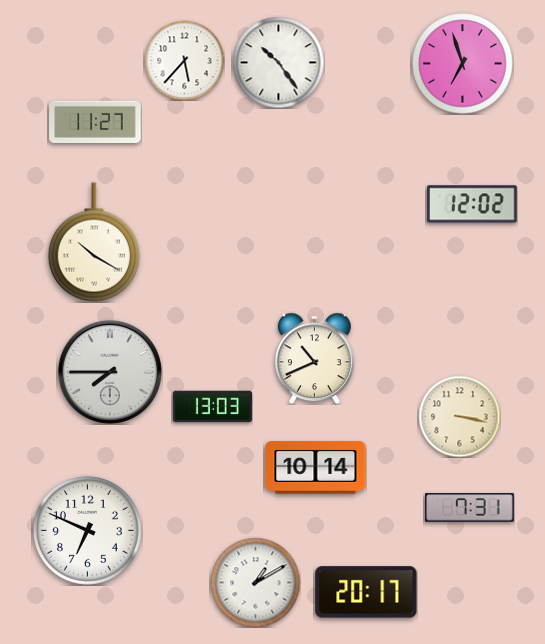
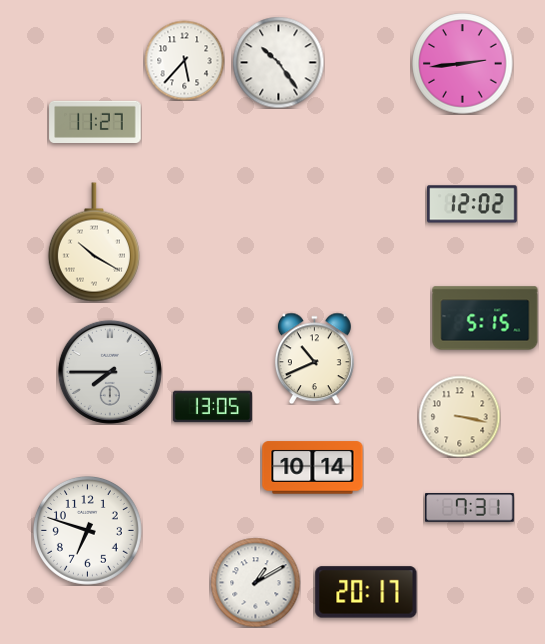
clock at (463, 64): 6:57 -> 2:44
clock at (485, 318): none -> 5:15
clock at (212, 407): 13:03 -> 13:05
clock at (316, 468) position: (316, 468) -> (313, 468)
clock at (87, 530): 6:49 -> 6:48
